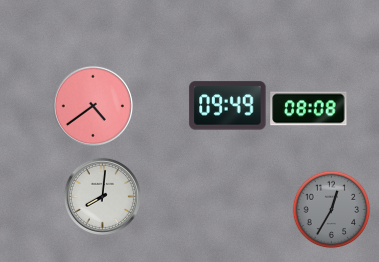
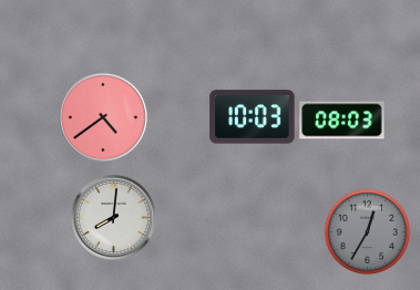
clock at (228, 106): 09:49 -> 10:03
clock at (309, 109): 08:08 -> 08:03
